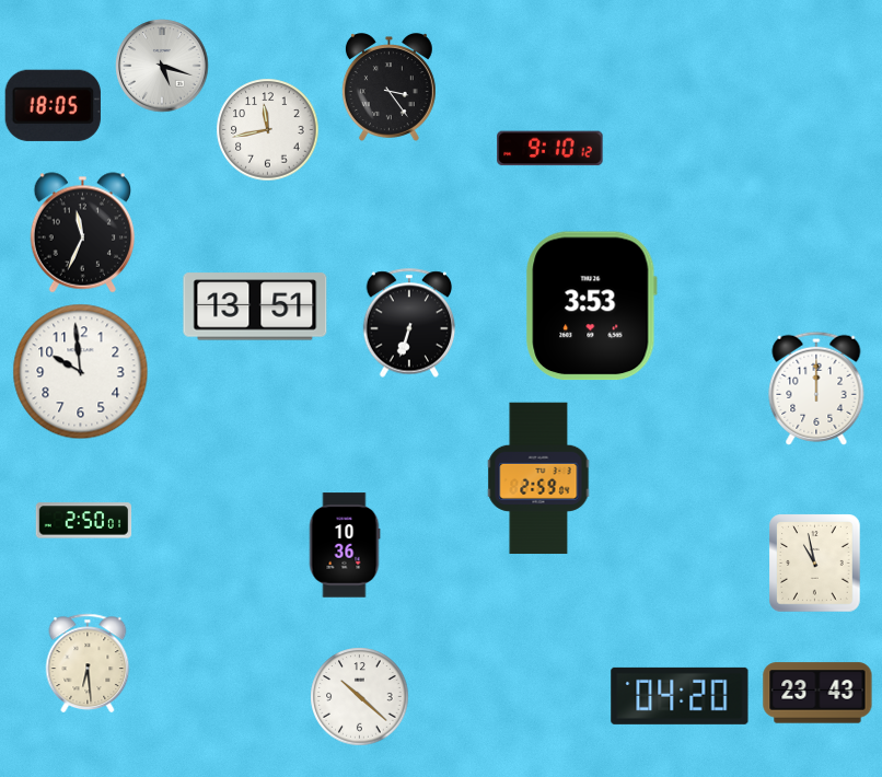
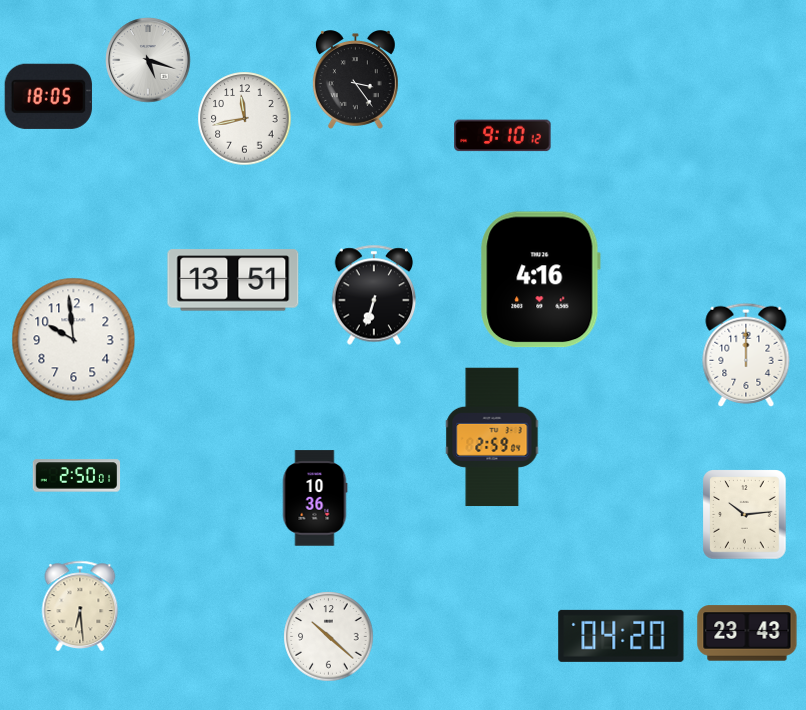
clock at (82, 233): 11:34 -> none
clock at (591, 306): 3:53 -> 4:16
clock at (815, 564): 10:58 -> 10:14
